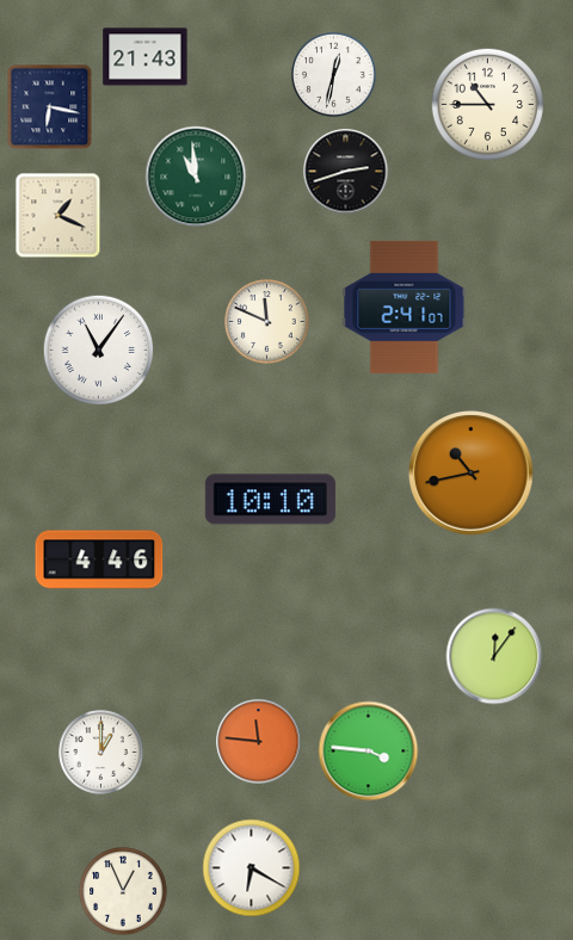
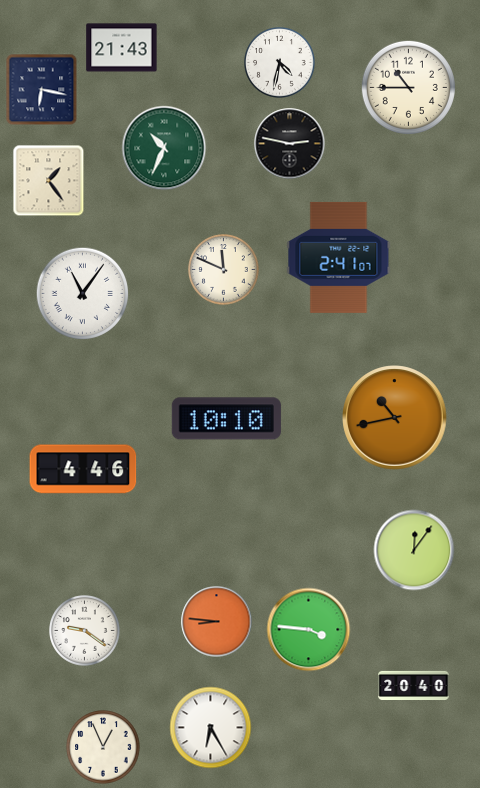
clock at (334, 75): 12:32 -> 4:32
clock at (346, 172): 2:42 -> 2:47
clock at (196, 177): 10:59 -> 10:34
clock at (58, 216): 1:19 -> 1:24
clock at (472, 474) position: (472, 474) -> (395, 418)
clock at (259, 742): 11:46 -> 8:46
clock at (101, 753): 1:00 -> 9:21
clock at (414, 685): none -> 20:40
clock at (252, 868): 6:20 -> 6:25
